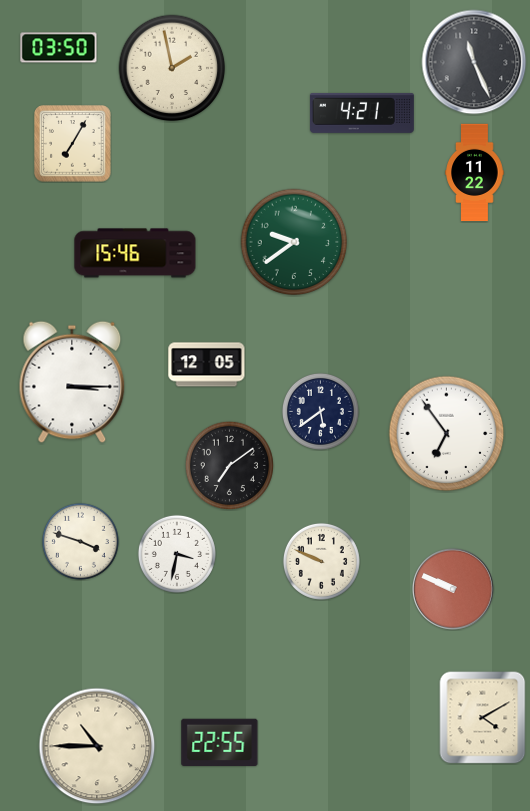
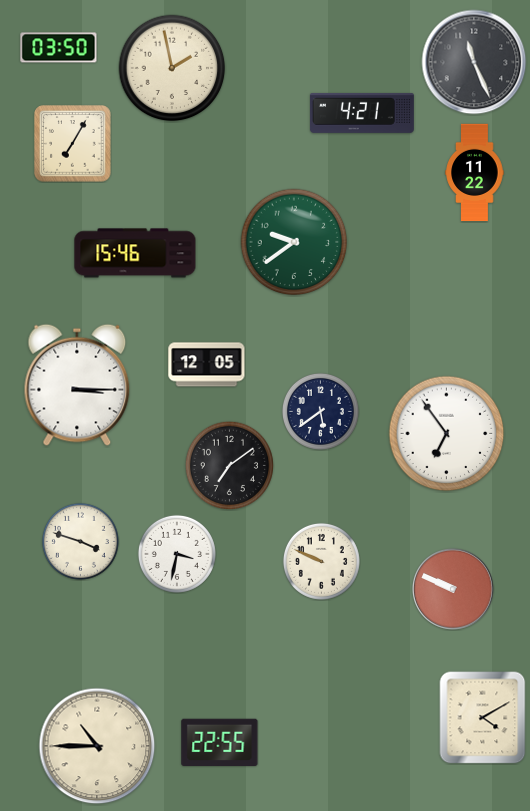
clock at (72, 382) position: (72, 382) -> (77, 385)
